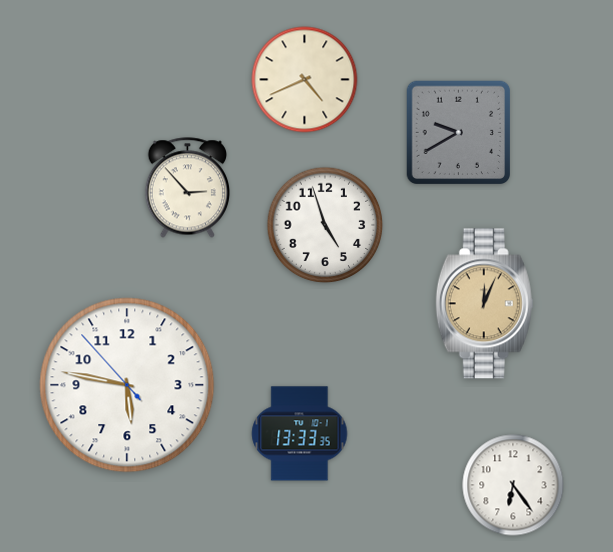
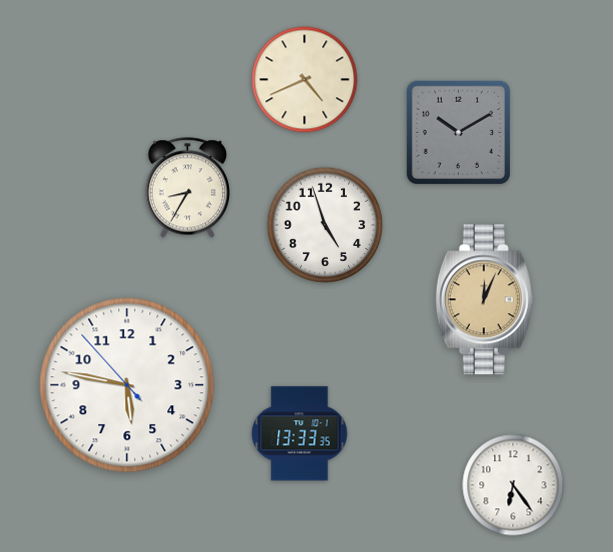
clock at (459, 133): 9:40 -> 10:10
clock at (187, 188): 2:53 -> 8:35
clock at (484, 304) position: (484, 304) -> (484, 300)
